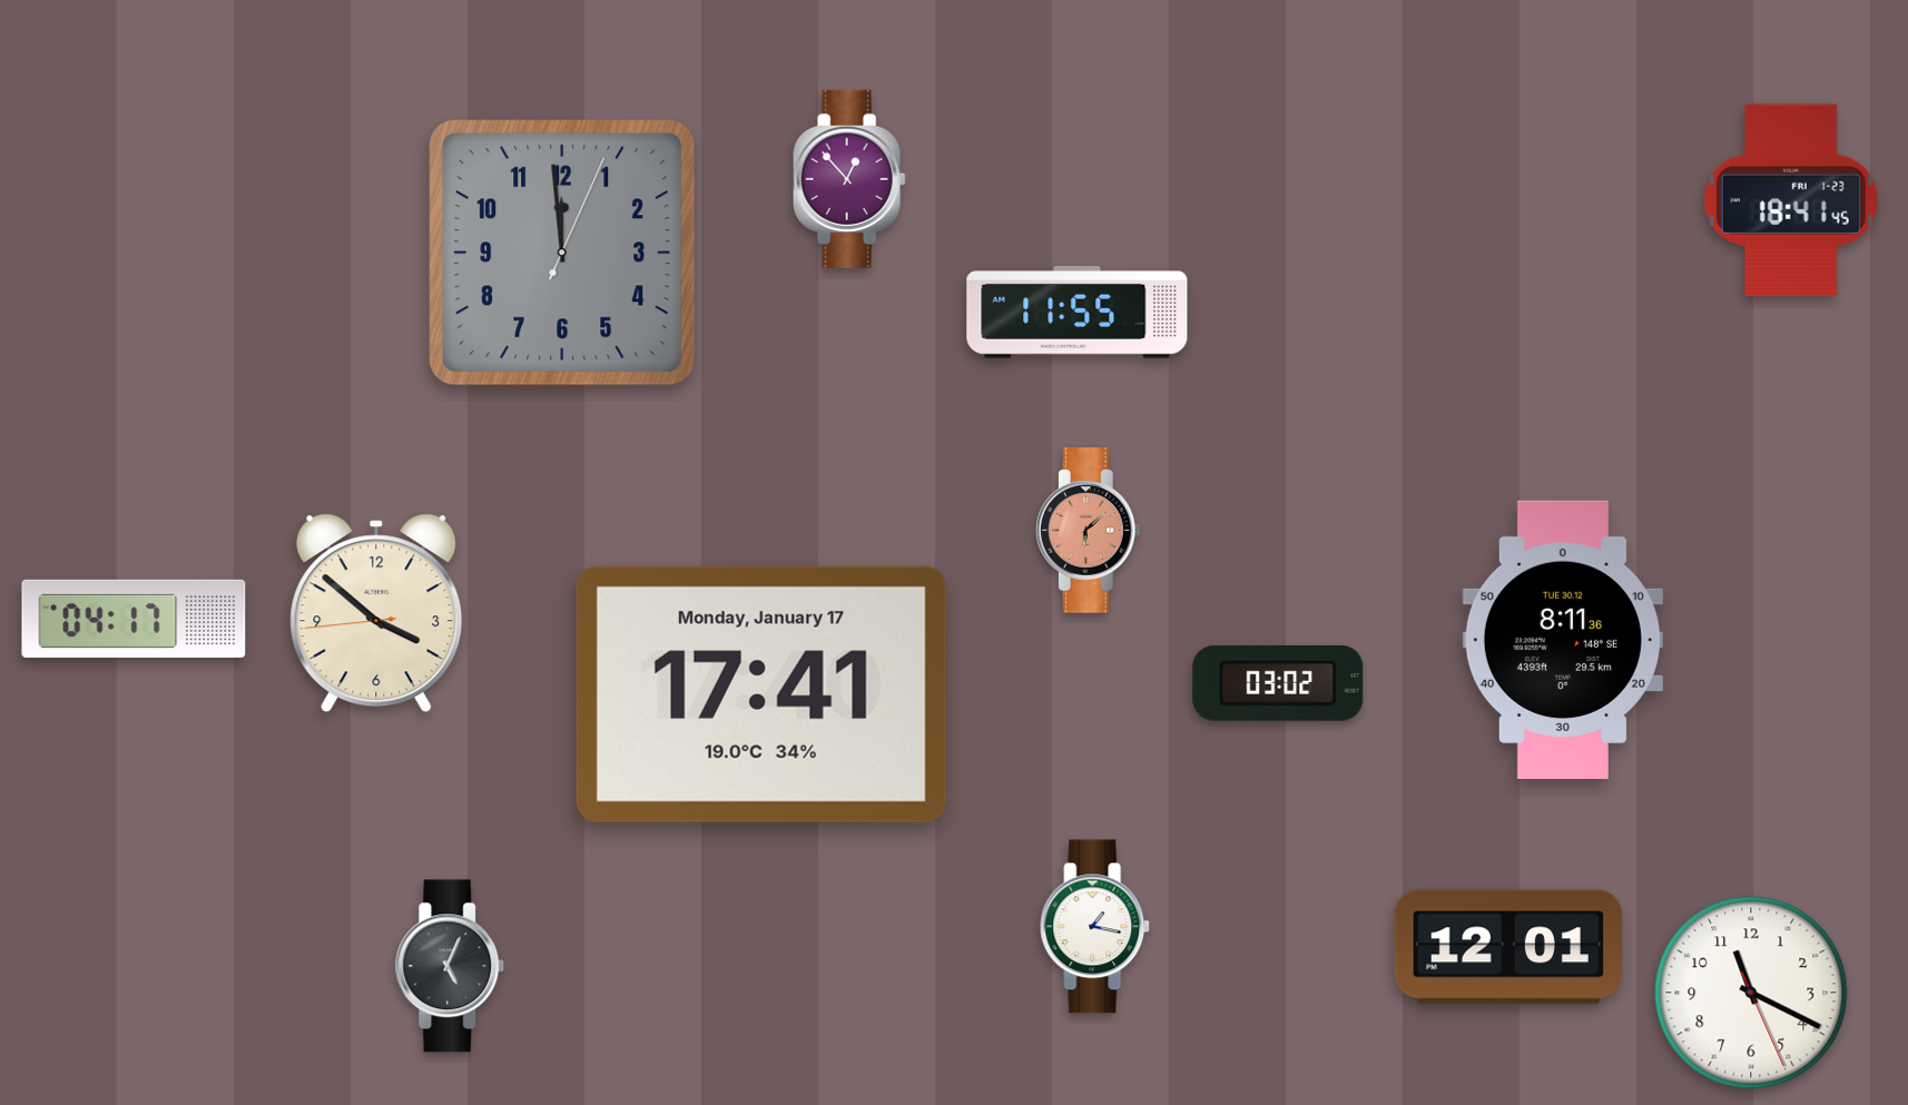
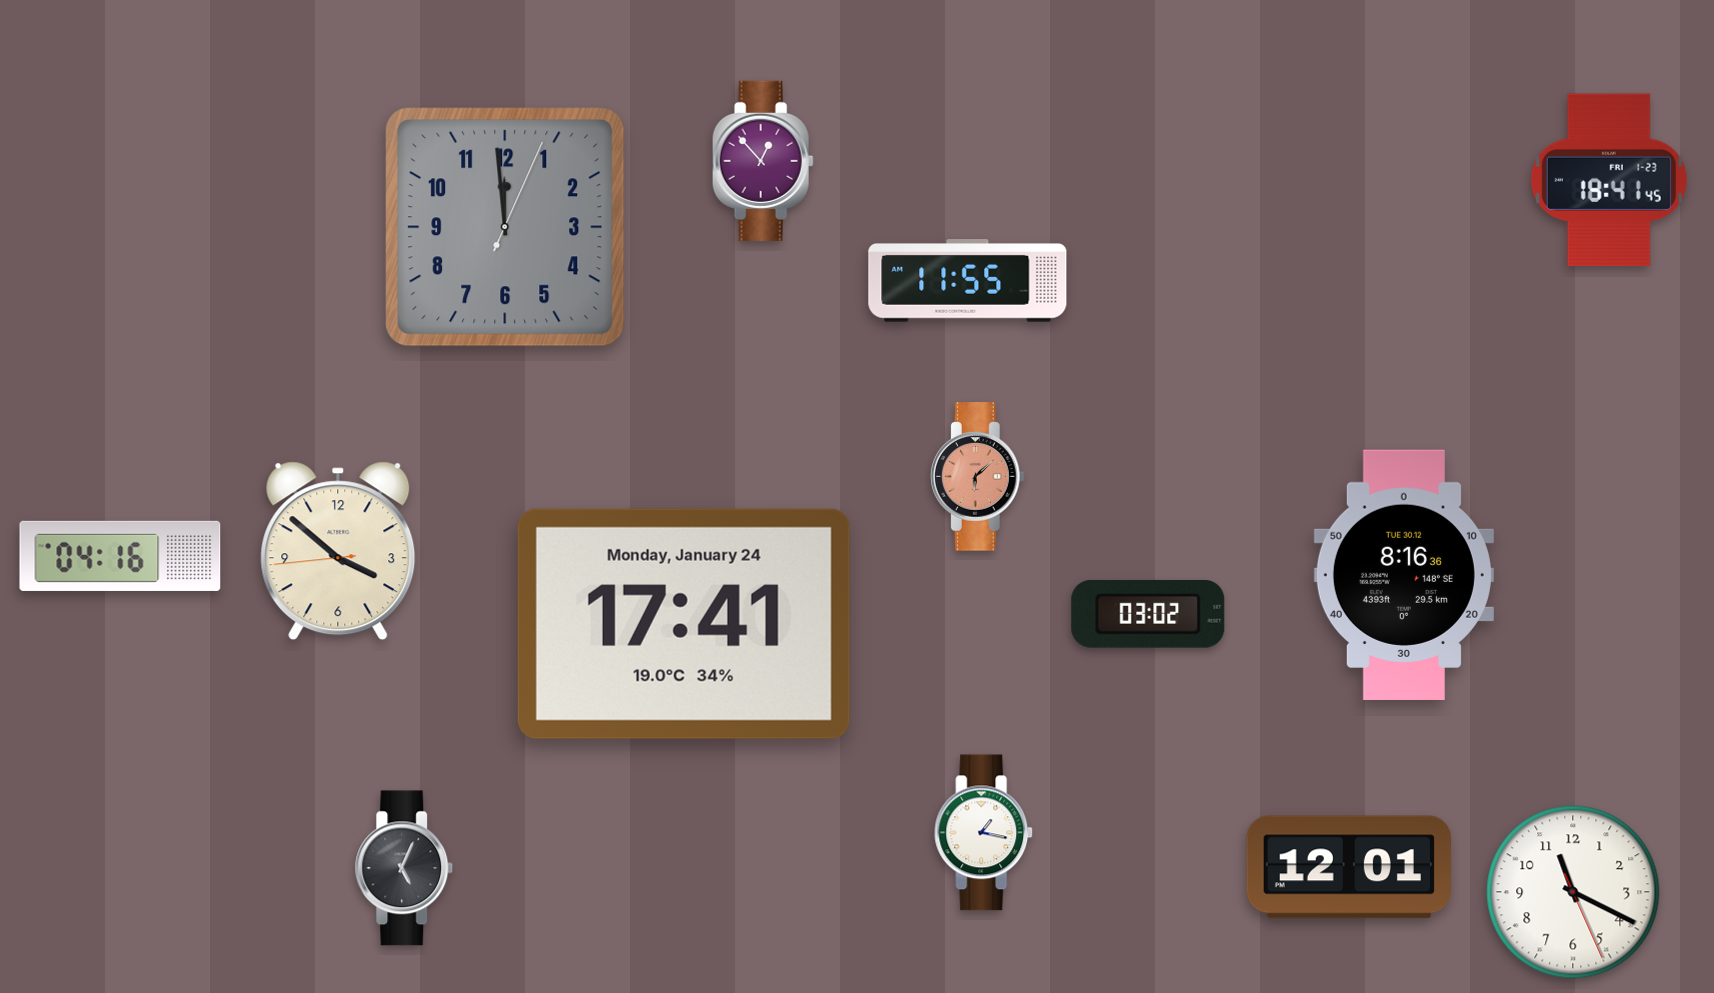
clock at (134, 619): 04:17 -> 04:16
clock at (1563, 640): 8:11 -> 8:16
clock at (761, 694) date: Monday, January 17 -> Monday, January 24
clock at (1507, 947) position: (1507, 947) -> (1348, 867)
